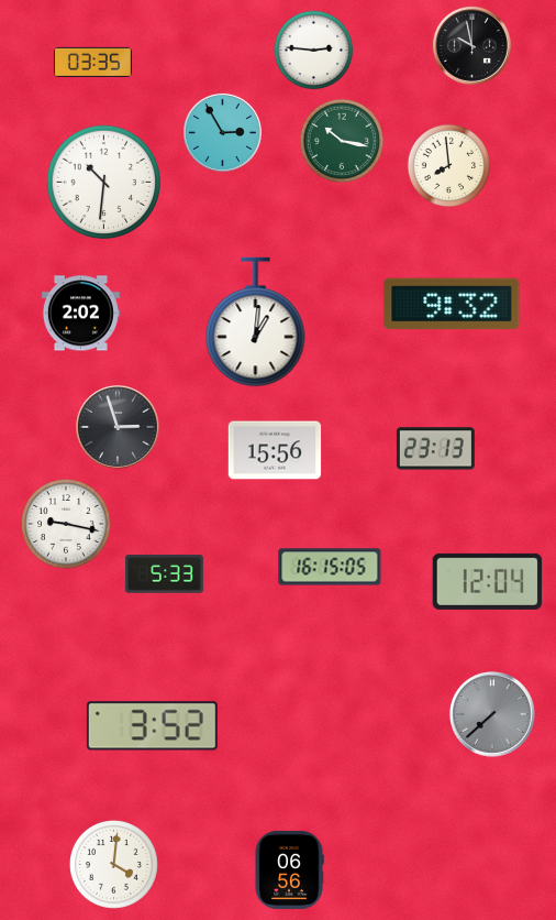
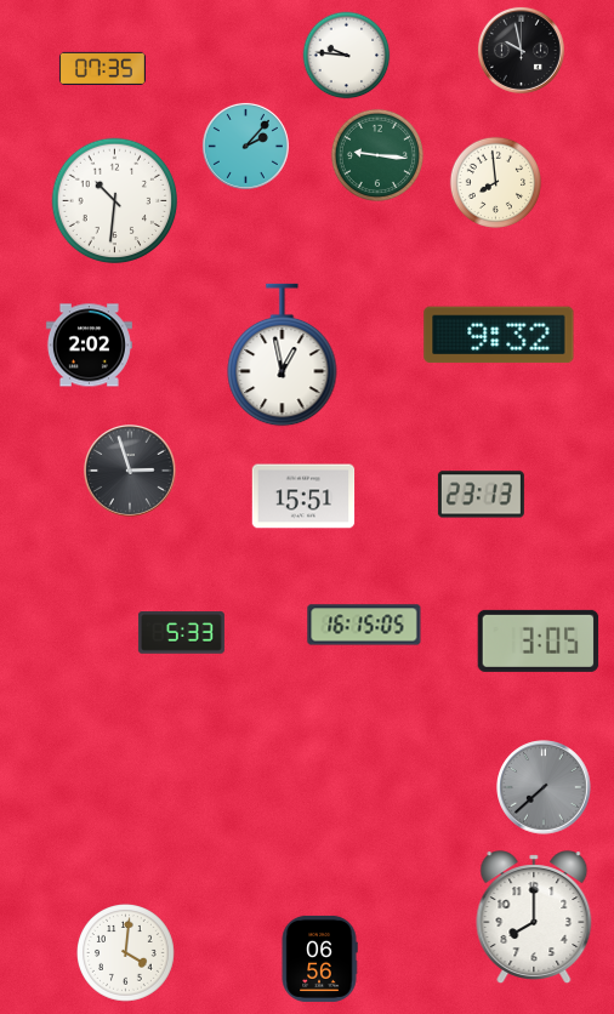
clock at (314, 51): 2:46 -> 9:46
clock at (92, 62): 03:35 -> 07:35
clock at (222, 132): 2:55 -> 2:07
clock at (342, 141): 10:17 -> 9:16
clock at (256, 322): 1:01 -> 12:58
clock at (275, 450): 15:56 -> 15:51
clock at (66, 524): 9:17 -> none
clock at (488, 581): 12:04 -> 3:05
clock at (152, 726): 3:52 -> none
clock at (534, 917): none -> 8:00
